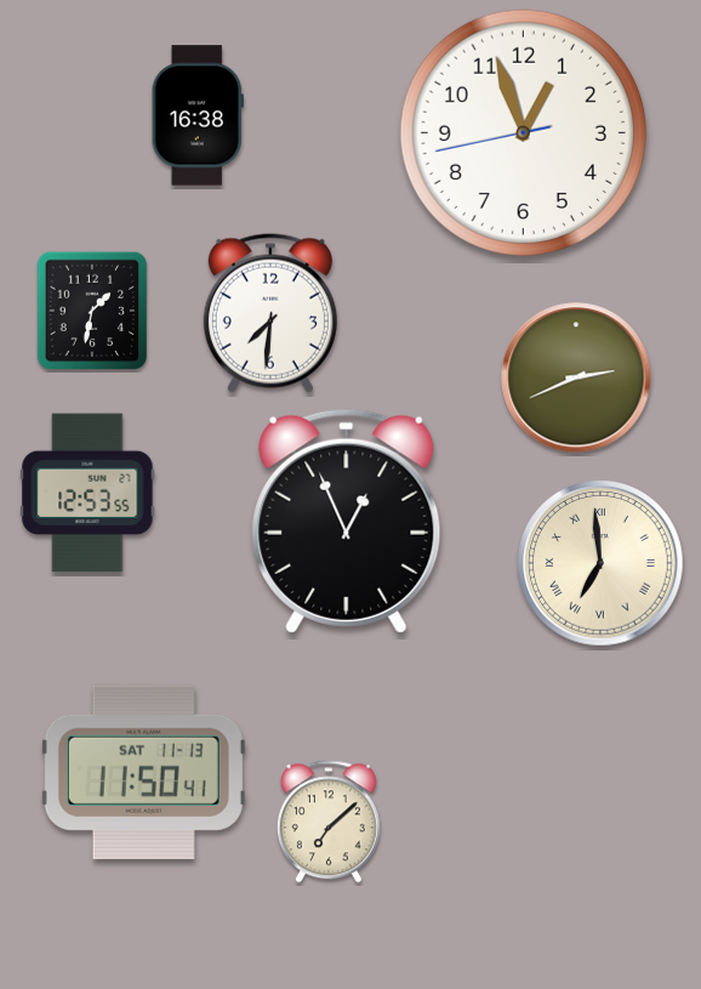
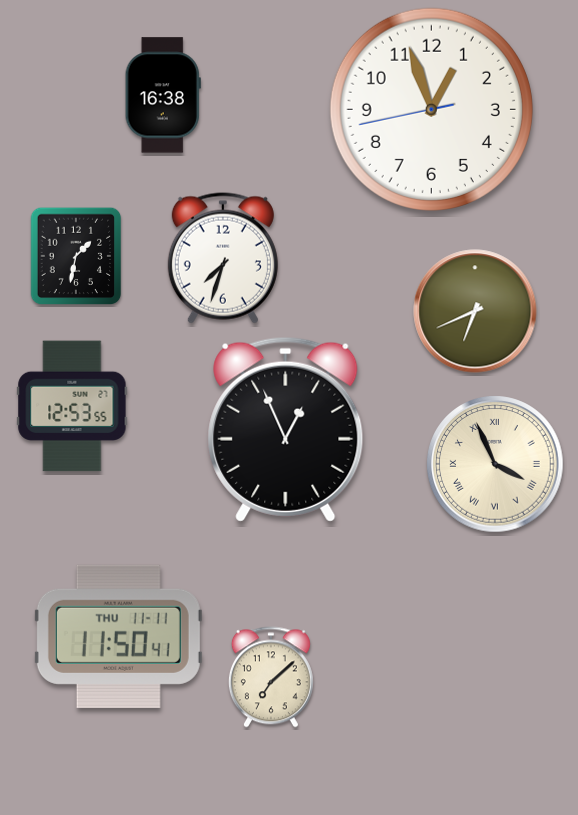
clock at (270, 313): 7:31 -> 7:33
clock at (576, 377): 2:41 -> 6:41
clock at (600, 563): 6:59 -> 3:56
clock at (143, 772) date: SAT 11-13 -> THU 11-11
